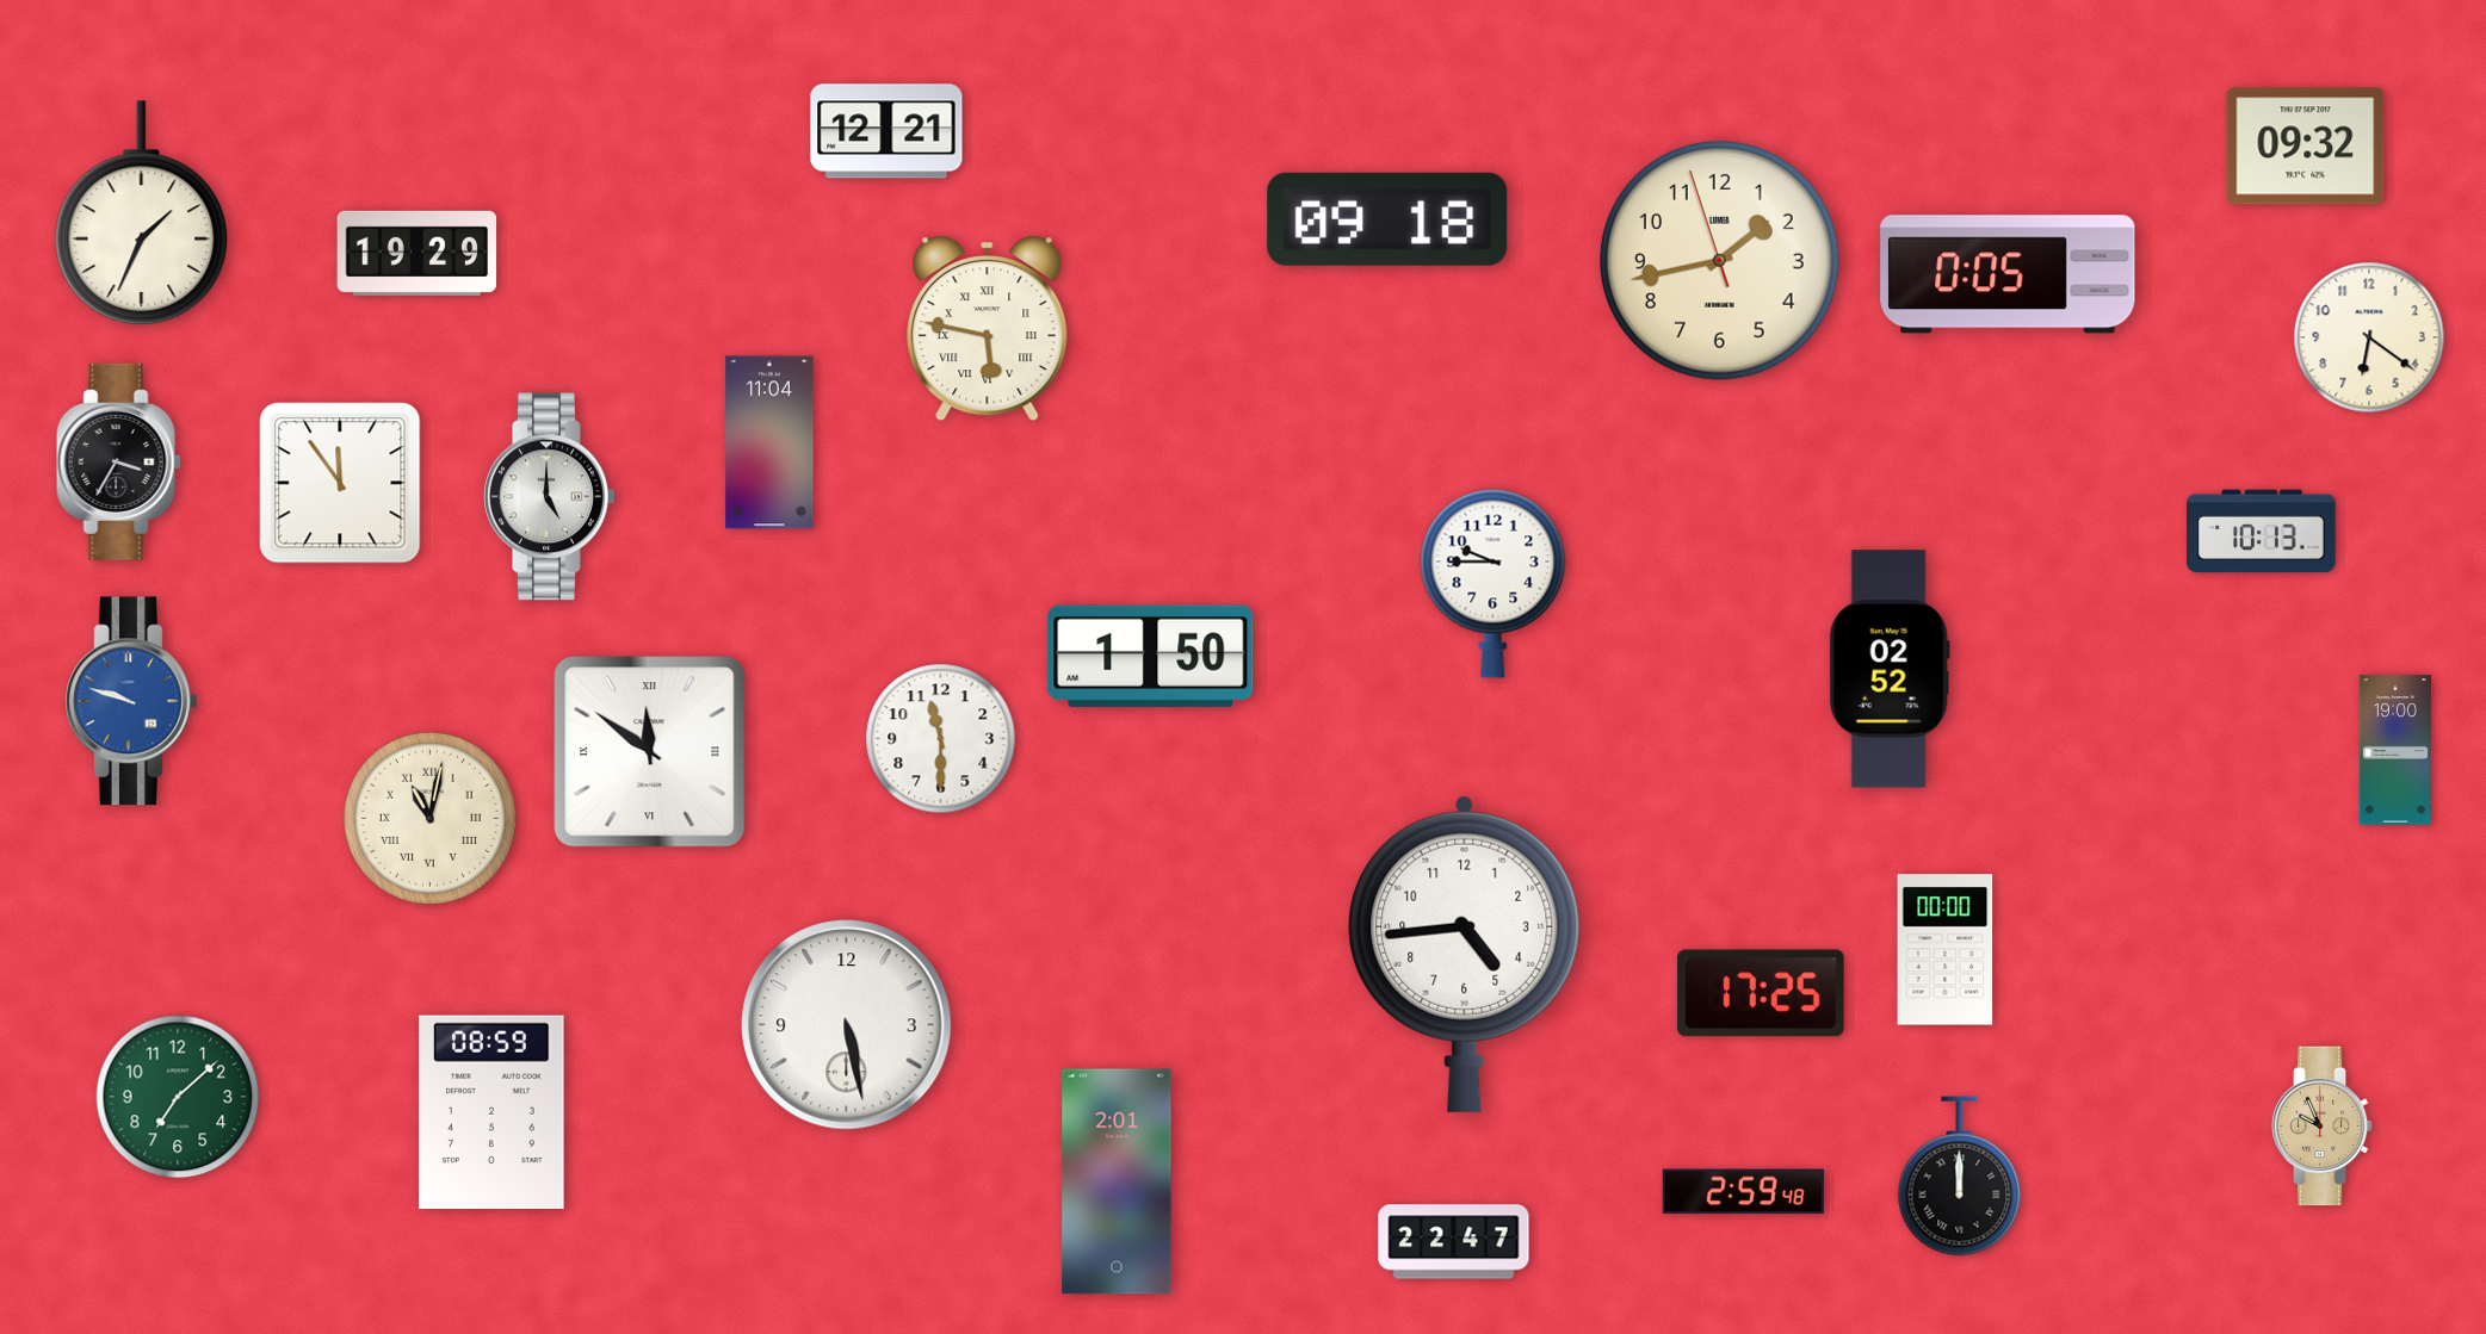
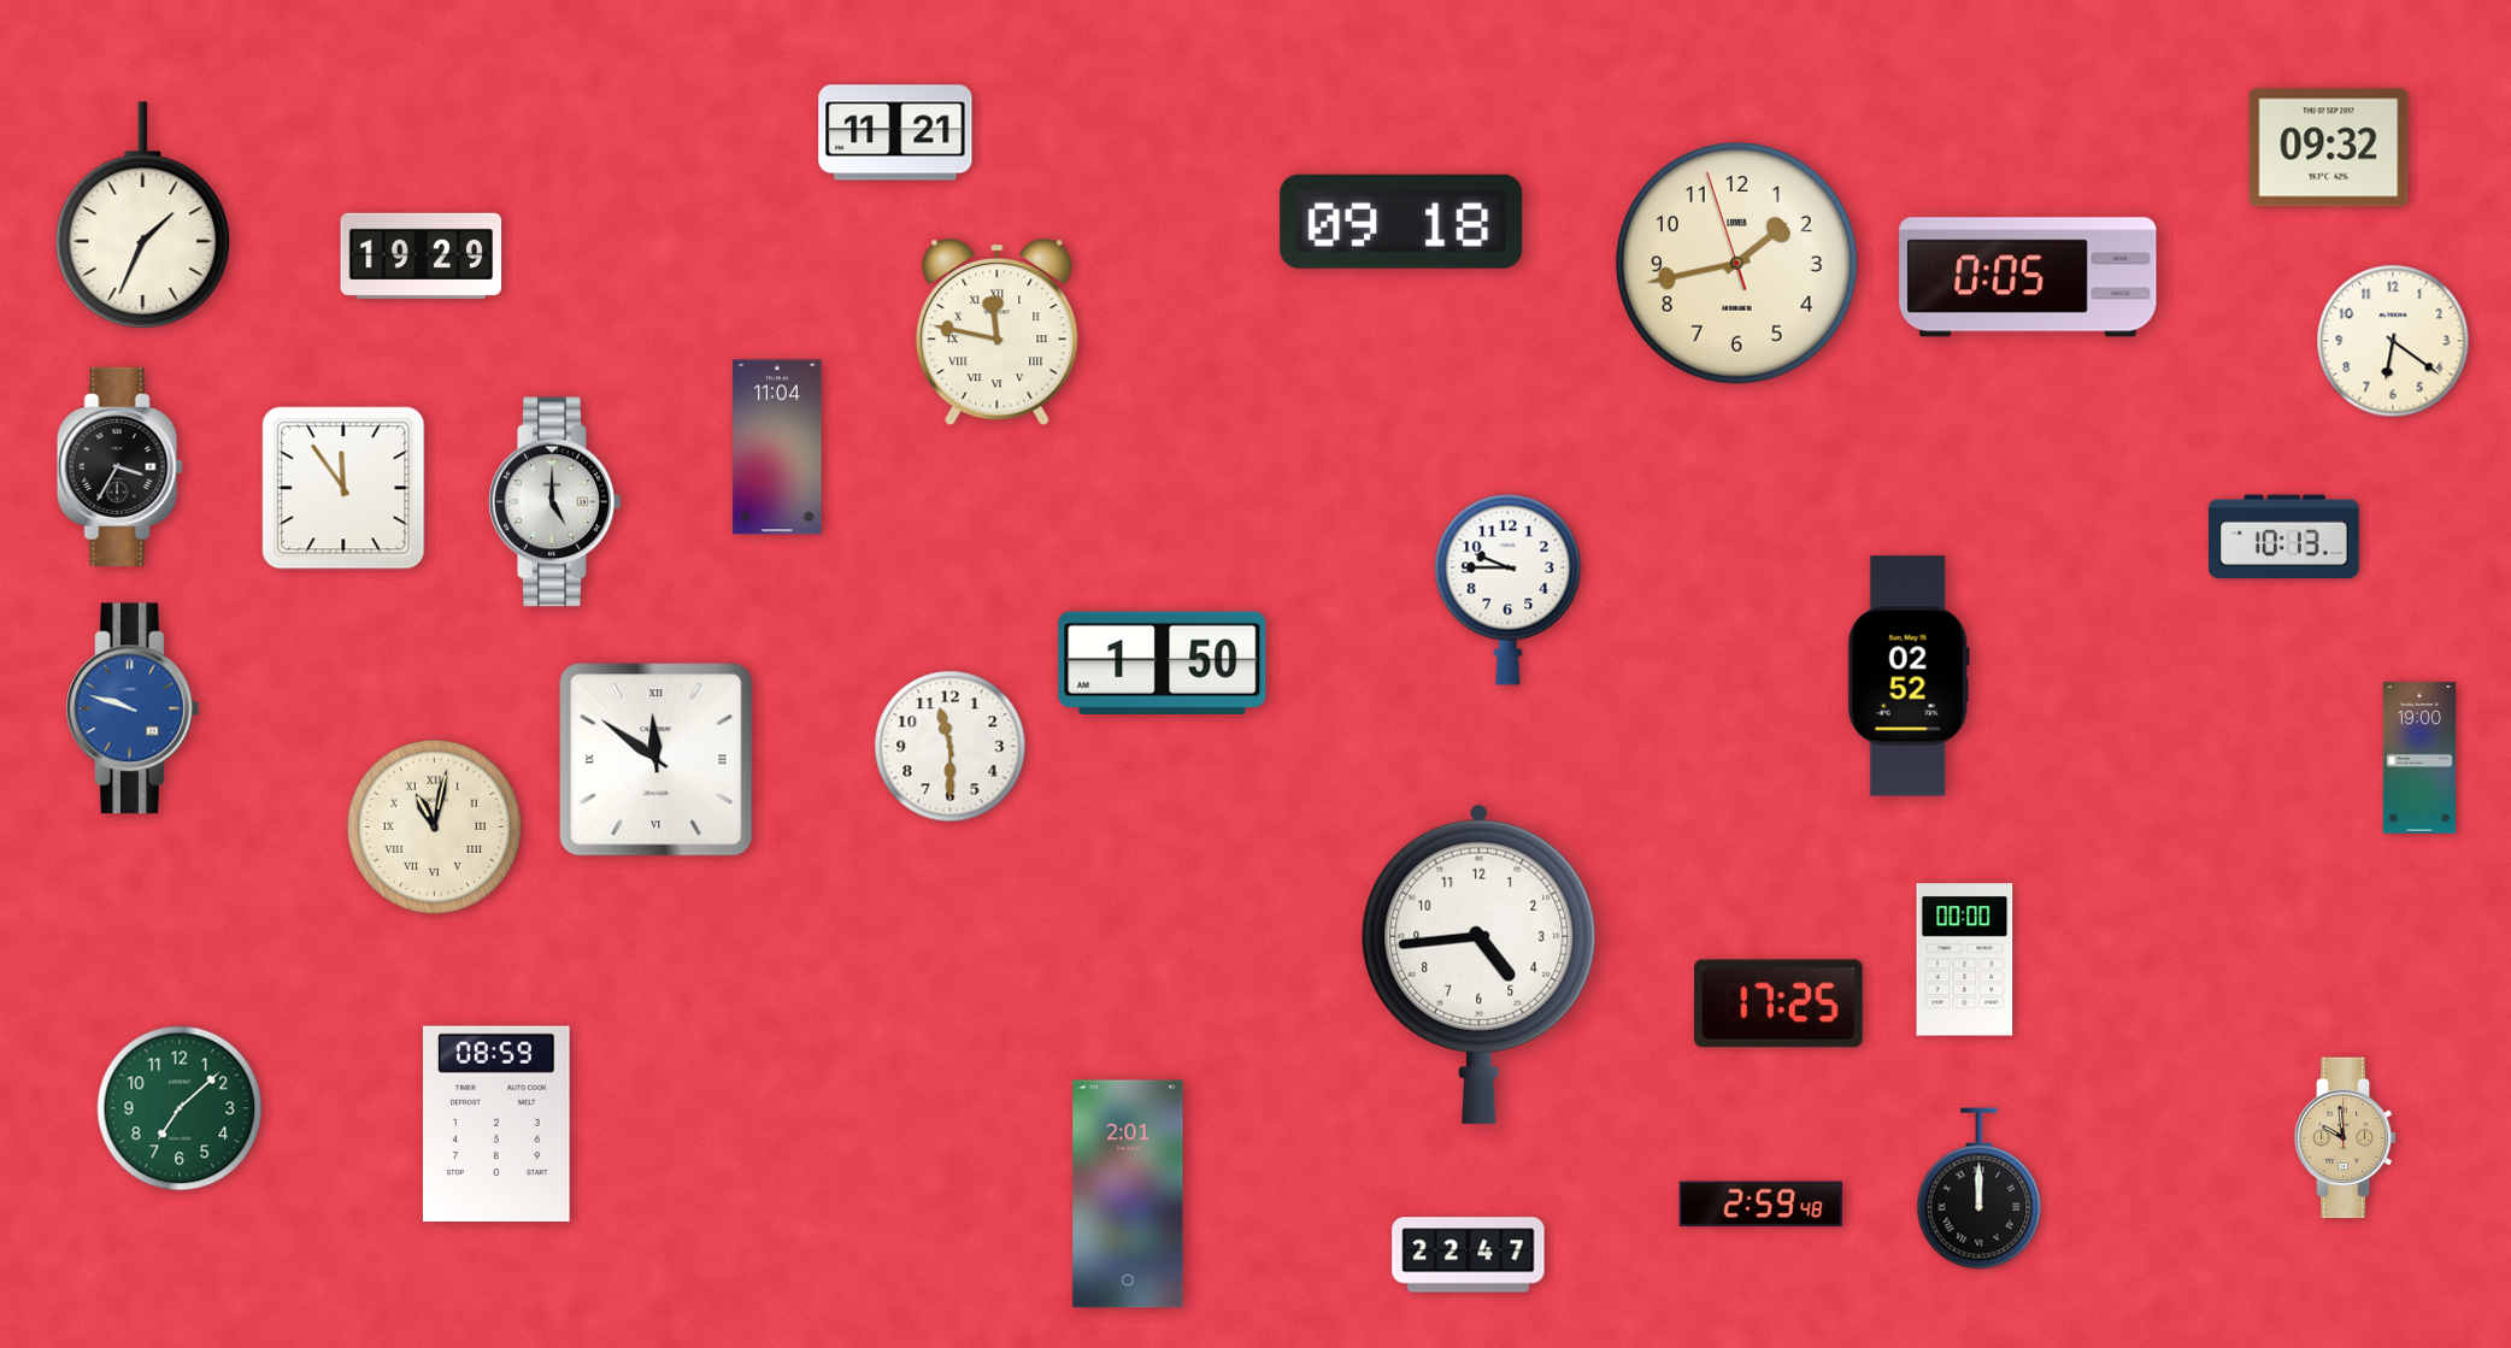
clock at (886, 131): 12:21 -> 11:21
clock at (988, 329): 5:47 -> 11:47
clock at (847, 1025): 5:28 -> none
clock at (2323, 1127): 9:56 -> 9:59
